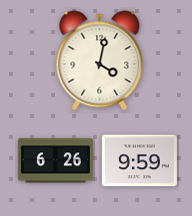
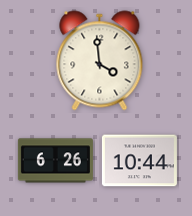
clock at (100, 61): 4:02 -> 3:59
clock at (139, 161): 9:59 -> 10:44
